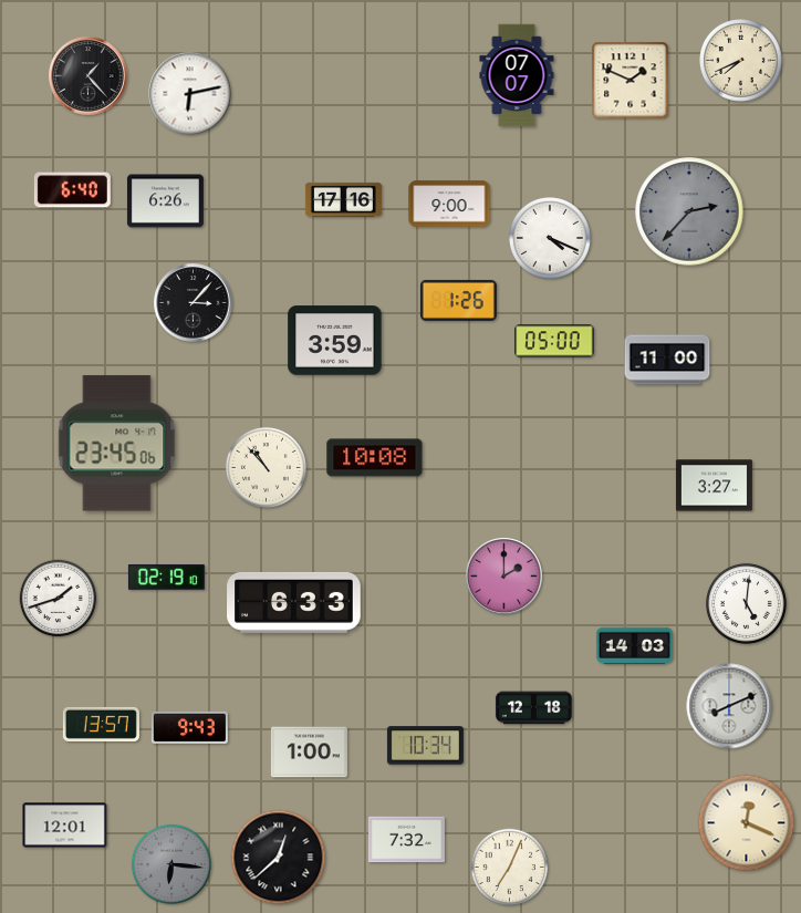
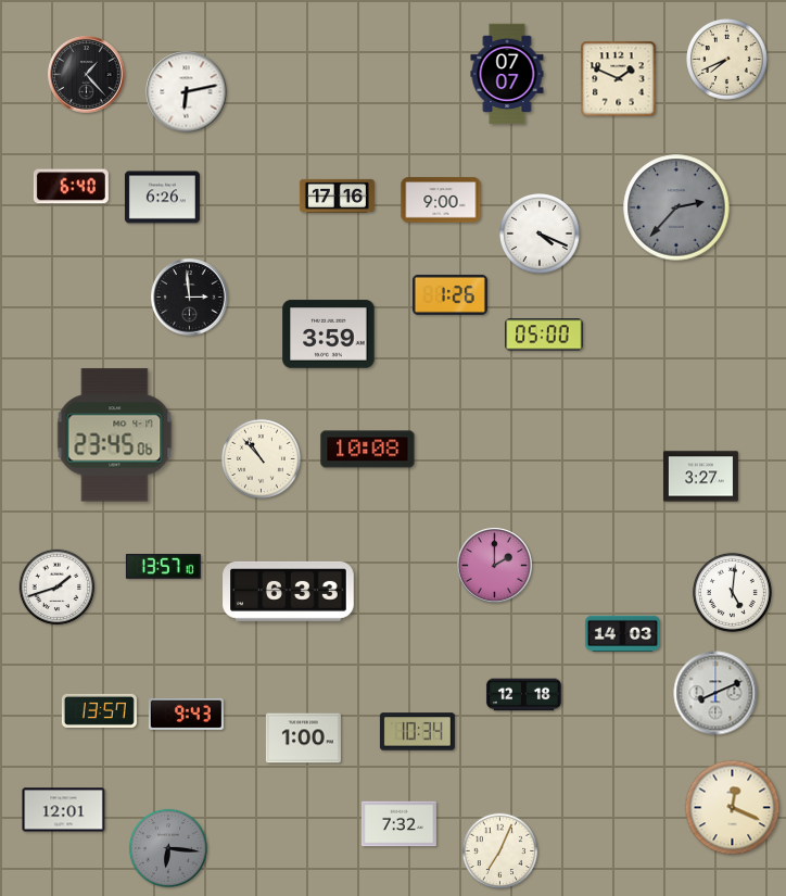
clock at (194, 303): 3:07 -> 2:59
clock at (667, 360): 11:00 -> none
clock at (166, 577): 02:19 -> 13:57
clock at (279, 858): 12:38 -> none
